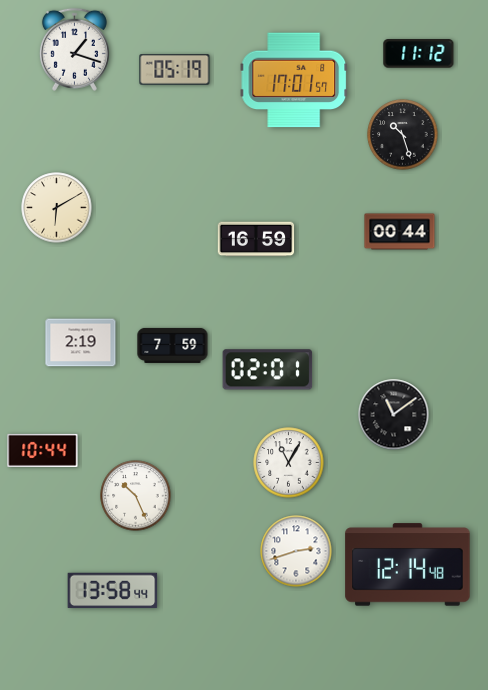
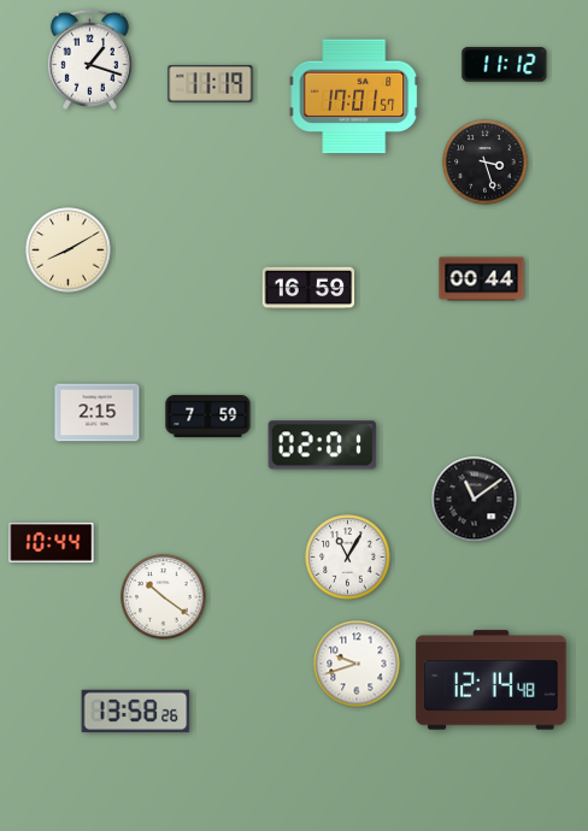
clock at (175, 70): 05:19 -> 11:19
clock at (403, 135): 10:27 -> 3:27
clock at (57, 208): 6:10 -> 8:10
clock at (81, 343): 2:19 -> 2:15
clock at (136, 496): 10:26 -> 10:21
clock at (296, 551): 2:42 -> 9:42
clock at (113, 591): 13:58:44 -> 13:58:26
